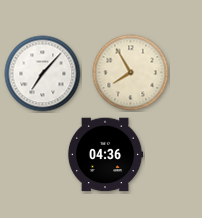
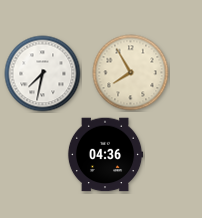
clock at (43, 74): 7:07 -> 7:32
